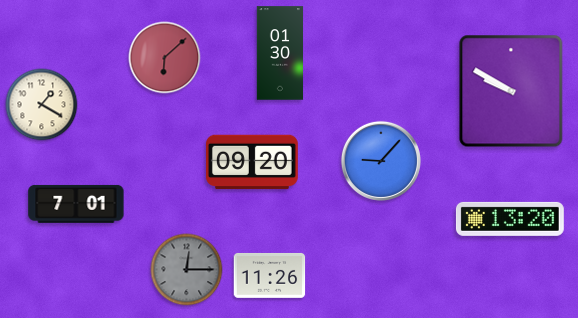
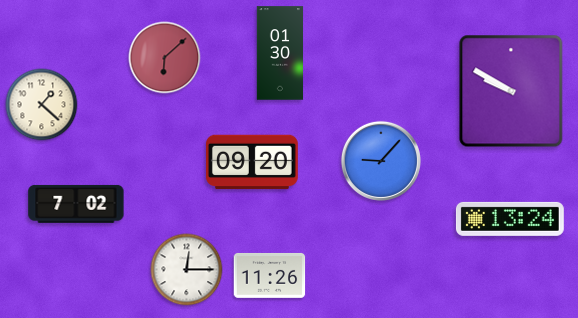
clock at (42, 105): 1:20 -> 1:22
clock at (76, 204): 7:01 -> 7:02
clock at (510, 219): 13:20 -> 13:24
clock at (187, 270) dial: grey -> white
